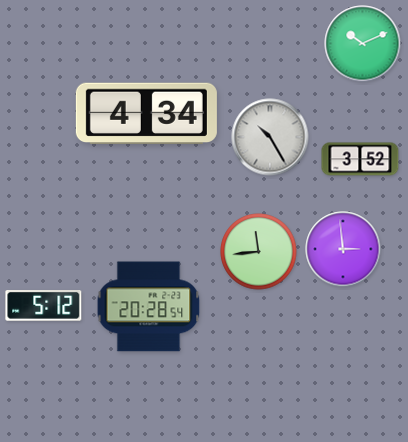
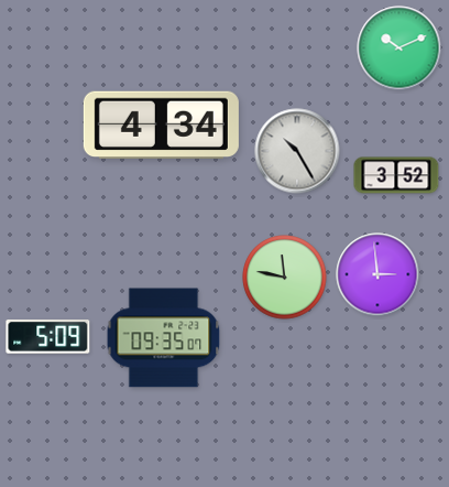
clock at (259, 252): 11:44 -> 11:47
clock at (44, 306): 5:12 -> 5:09
clock at (149, 307): 20:28 -> 09:35
